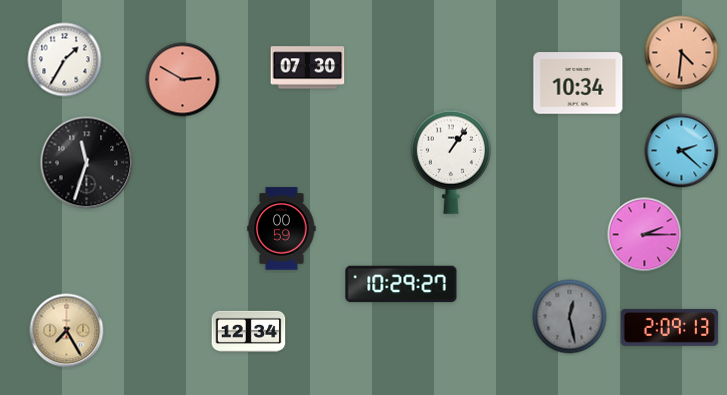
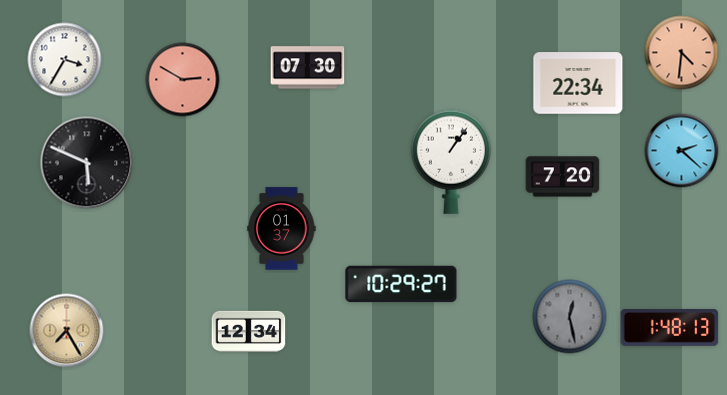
clock at (65, 60): 1:35 -> 3:35
clock at (578, 83): 10:34 -> 22:34
clock at (87, 163): 11:33 -> 5:49
clock at (563, 177): none -> 7:20
clock at (282, 229): 00:59 -> 01:37
clock at (645, 235): 2:15 -> none
clock at (670, 327): 2:09 -> 1:48
